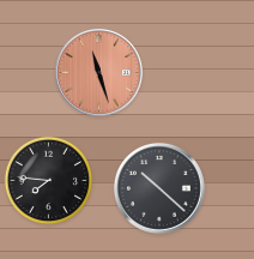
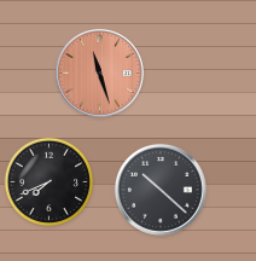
clock at (49, 181): 7:46 -> 7:41
